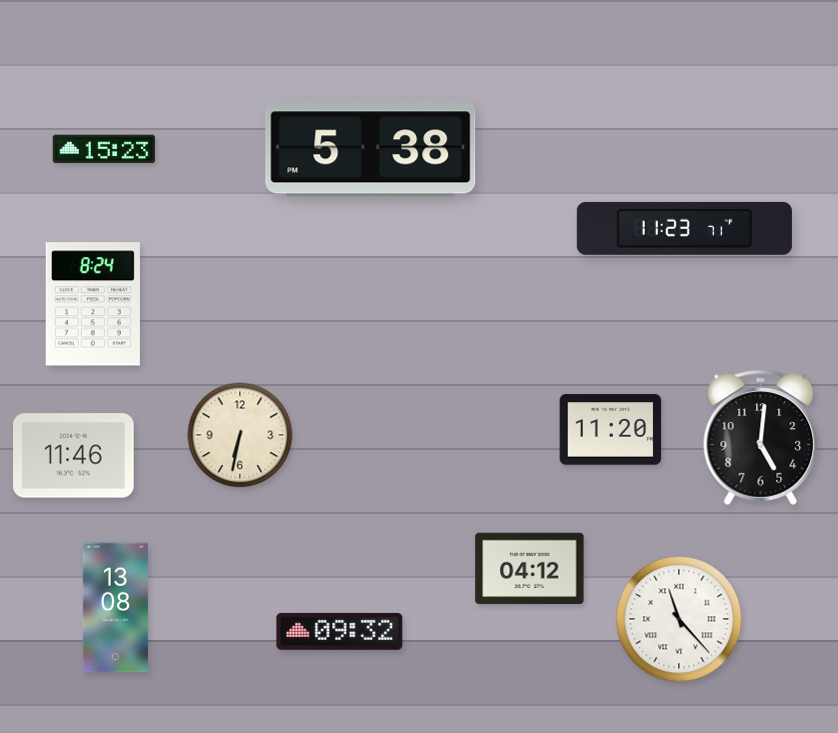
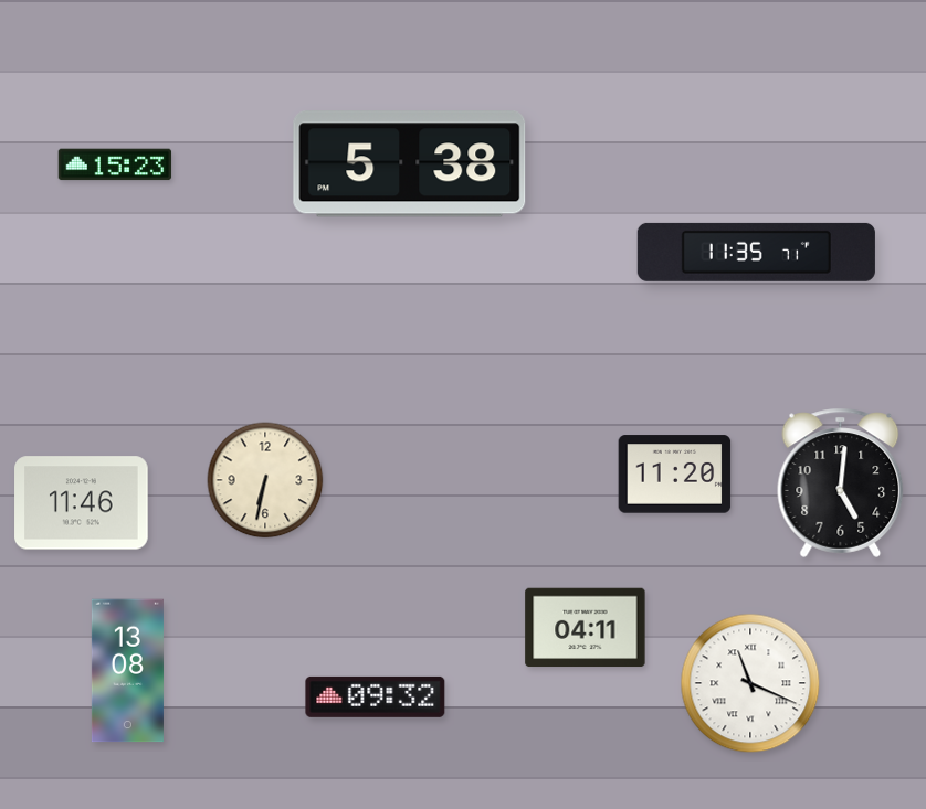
clock at (684, 228): 11:23 -> 11:35
clock at (93, 304): 8:24 -> none
clock at (530, 569): 04:12 -> 04:11
clock at (679, 619): 11:23 -> 11:19
